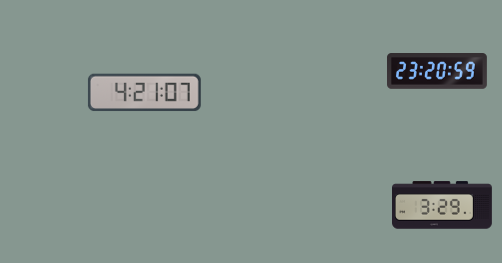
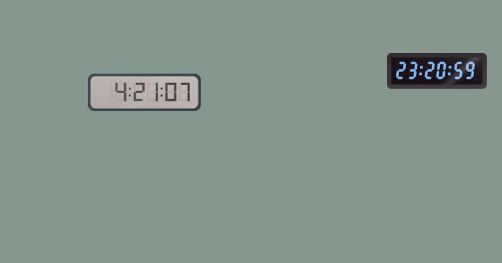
clock at (443, 205): 3:29 -> none
